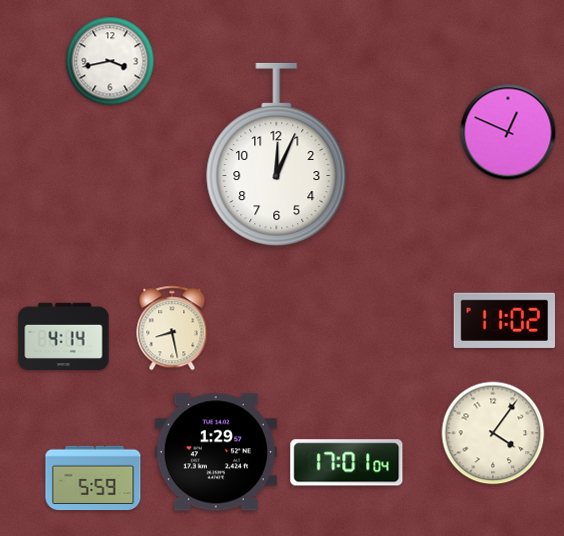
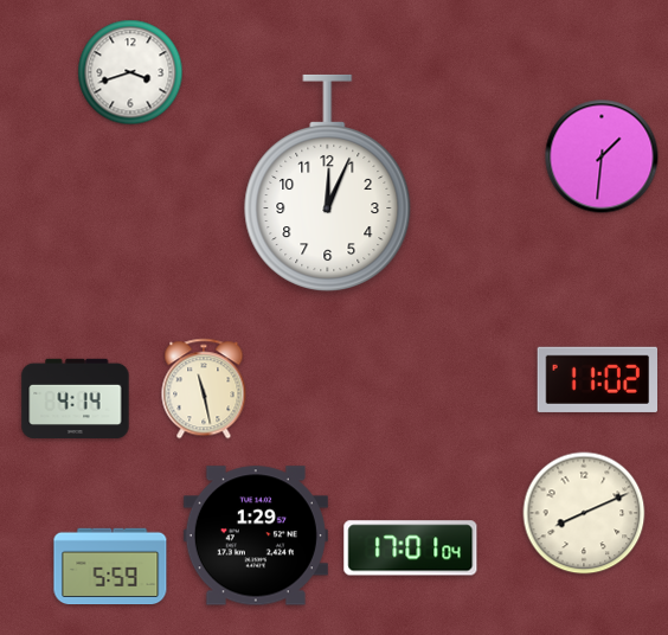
clock at (110, 61): 3:43 -> 3:42
clock at (508, 132): 12:49 -> 1:31
clock at (172, 328): 8:28 -> 11:28
clock at (493, 433): 4:06 -> 8:11
